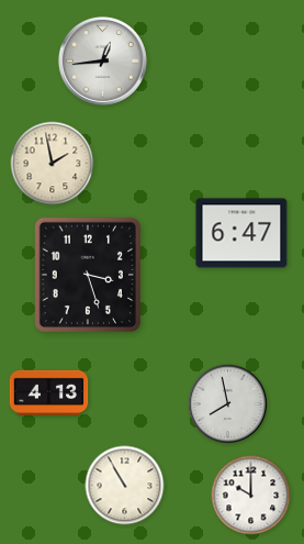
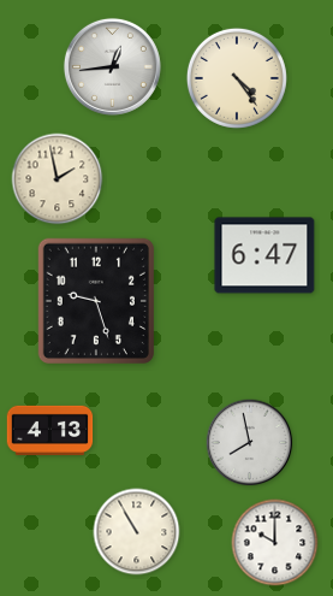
clock at (237, 78): none -> 4:24
clock at (87, 274): 3:27 -> 9:27
clock at (49, 392) position: (49, 392) -> (50, 430)
